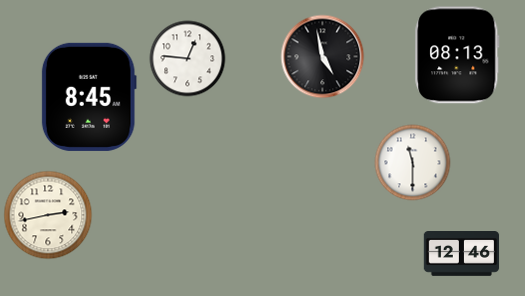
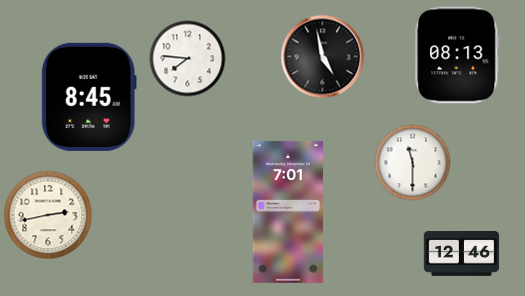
clock at (188, 59): 12:46 -> 7:46
clock at (288, 212): none -> 7:01
